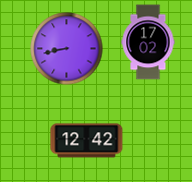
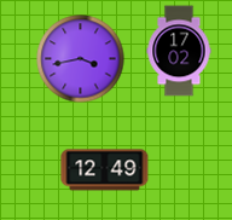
clock at (67, 49): 8:43 -> 3:43
clock at (87, 141): 12:42 -> 12:49
